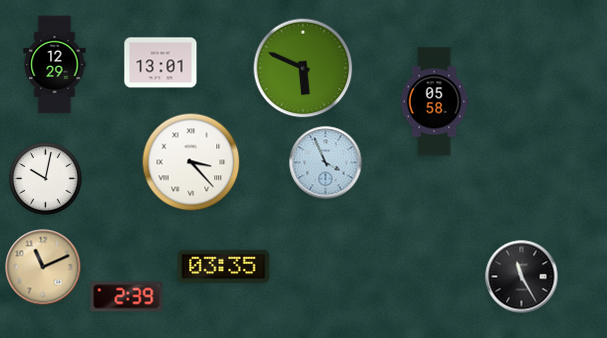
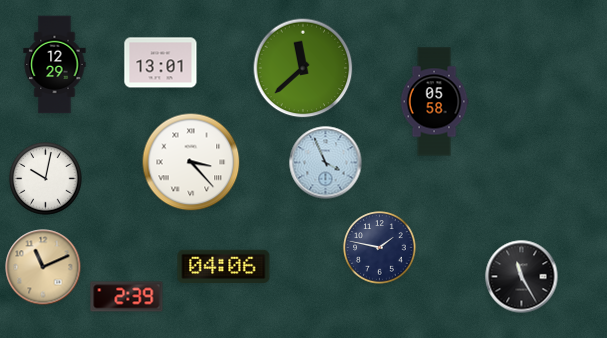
clock at (303, 68): 5:49 -> 11:38
clock at (380, 248): none -> 1:47
clock at (224, 266): 03:35 -> 04:06
